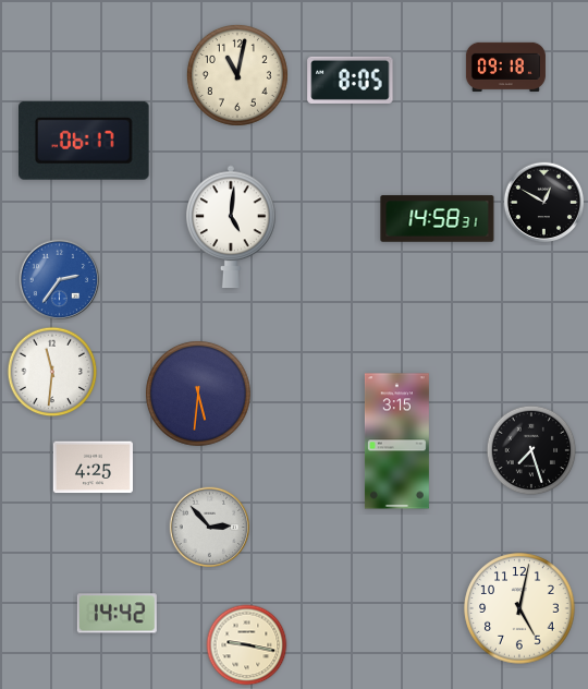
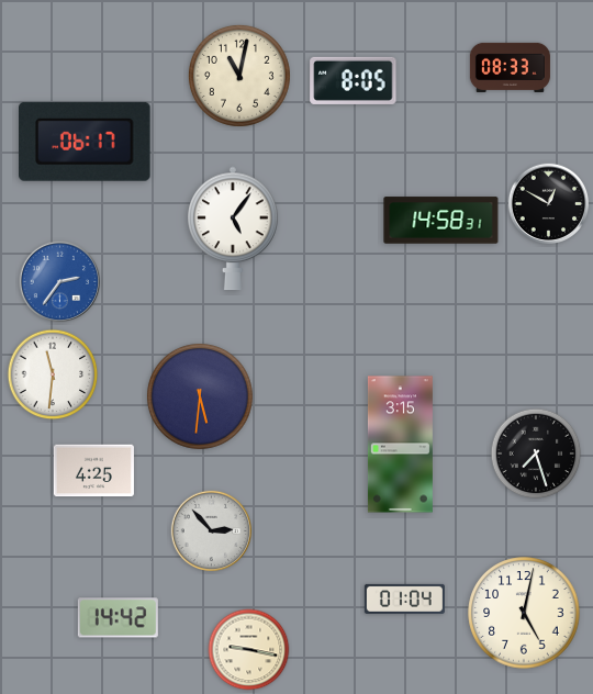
clock at (505, 67): 09:18 -> 08:33
clock at (231, 227): 5:01 -> 5:06
clock at (404, 598): none -> 01:04
